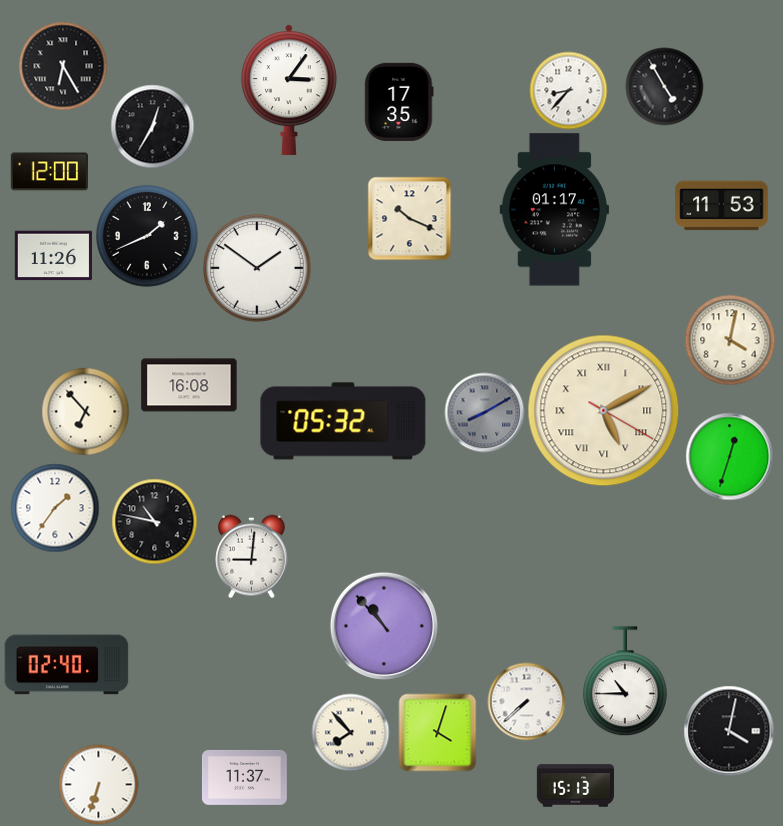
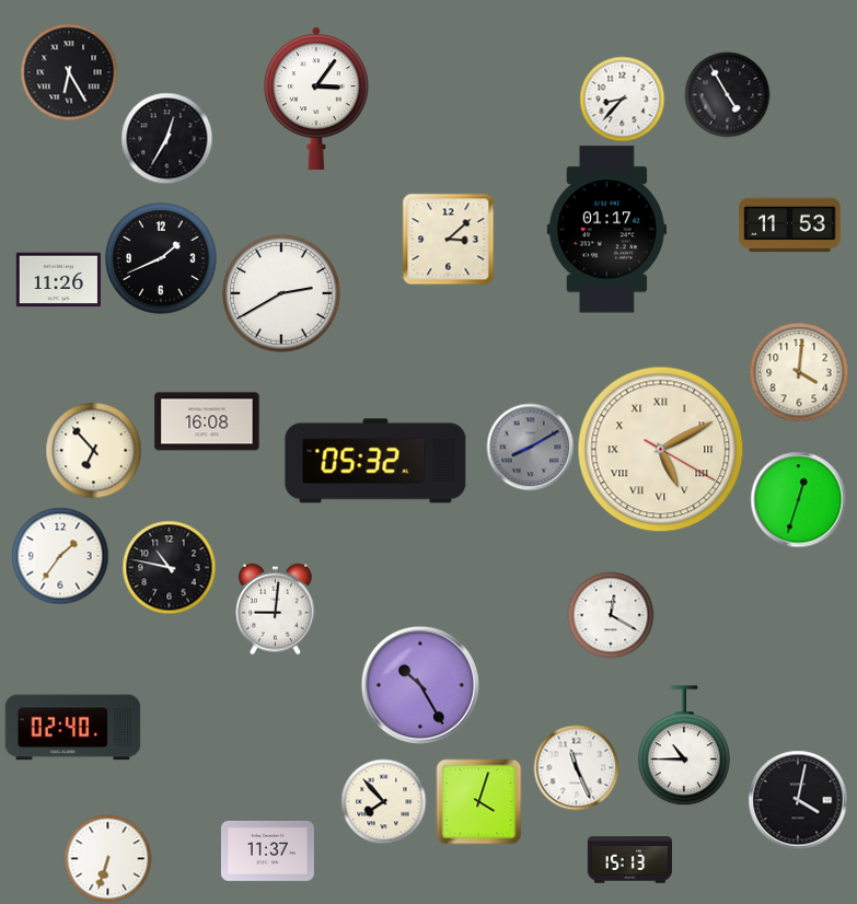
clock at (399, 102): 17:35 -> none
clock at (49, 172): 12:00 -> none
clock at (409, 218): 10:19 -> 3:08
clock at (258, 269): 1:51 -> 2:40
clock at (730, 340): 4:02 -> 4:01
clock at (484, 412) position: (484, 412) -> (530, 447)
clock at (154, 521) position: (154, 521) -> (169, 567)
clock at (611, 615): none -> 12:20
clock at (384, 626): 10:53 -> 10:25
clock at (526, 701): 7:38 -> 11:26
